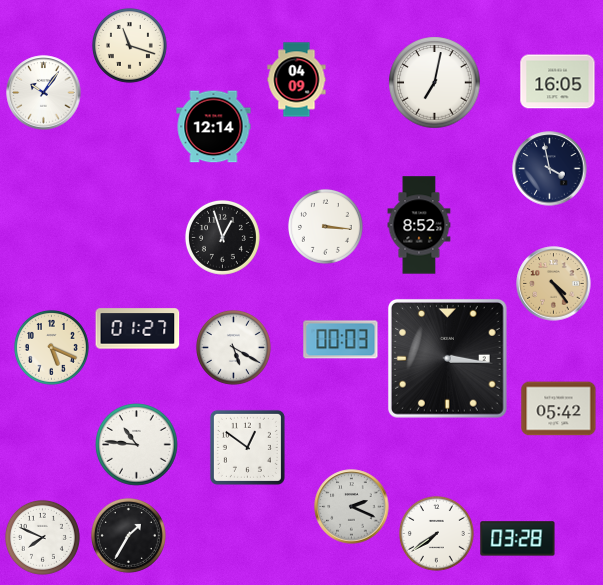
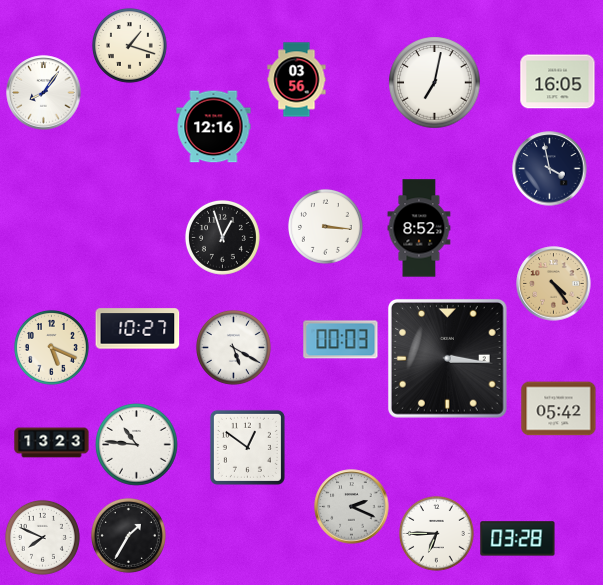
clock at (129, 45): 11:18 -> 1:18
clock at (297, 80): 04:09 -> 03:56
clock at (44, 93): 10:06 -> 8:06
clock at (214, 127): 12:14 -> 12:16
clock at (419, 225) position: (419, 225) -> (419, 228)
clock at (138, 329): 01:27 -> 10:27
clock at (52, 443): none -> 13:23
clock at (436, 533): 7:39 -> 6:45
